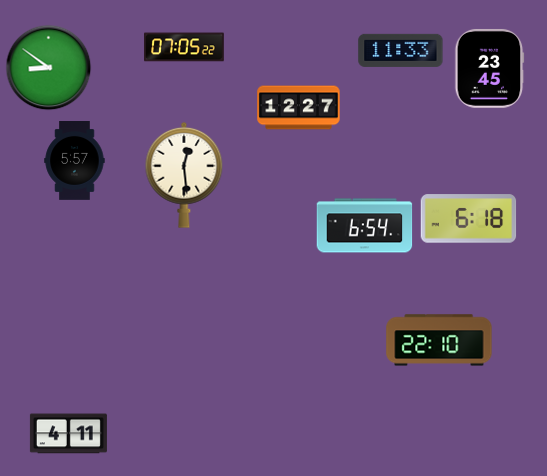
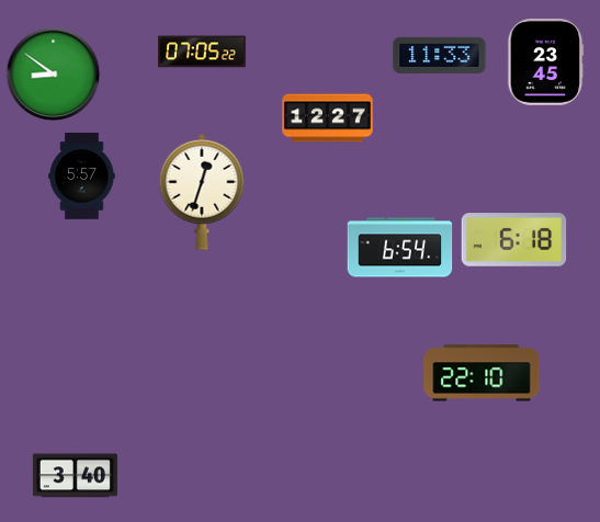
clock at (490, 68) position: (490, 68) -> (546, 61)
clock at (184, 175): 12:29 -> 12:33
clock at (68, 434): 4:11 -> 3:40
